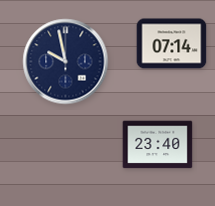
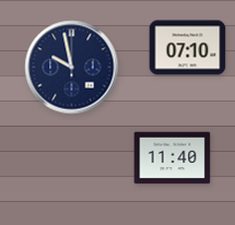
clock at (172, 44): 07:14 -> 07:10
clock at (158, 145): 23:40 -> 11:40
